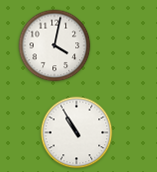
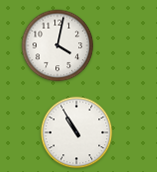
clock at (55, 46) position: (55, 46) -> (58, 46)
